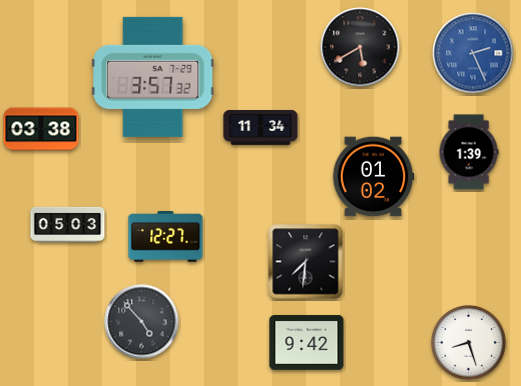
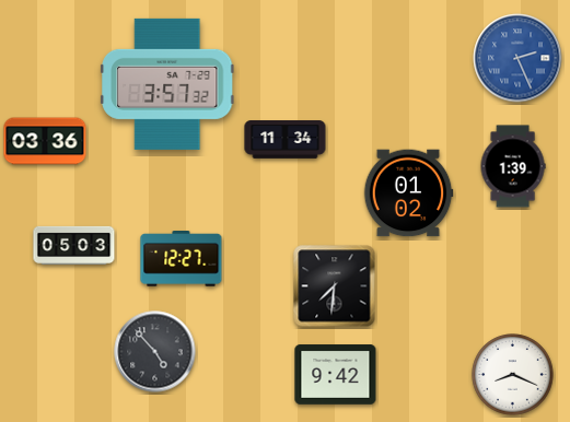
clock at (360, 47): 5:40 -> none
clock at (41, 129): 03:38 -> 03:36
clock at (469, 343): 8:27 -> 8:19
